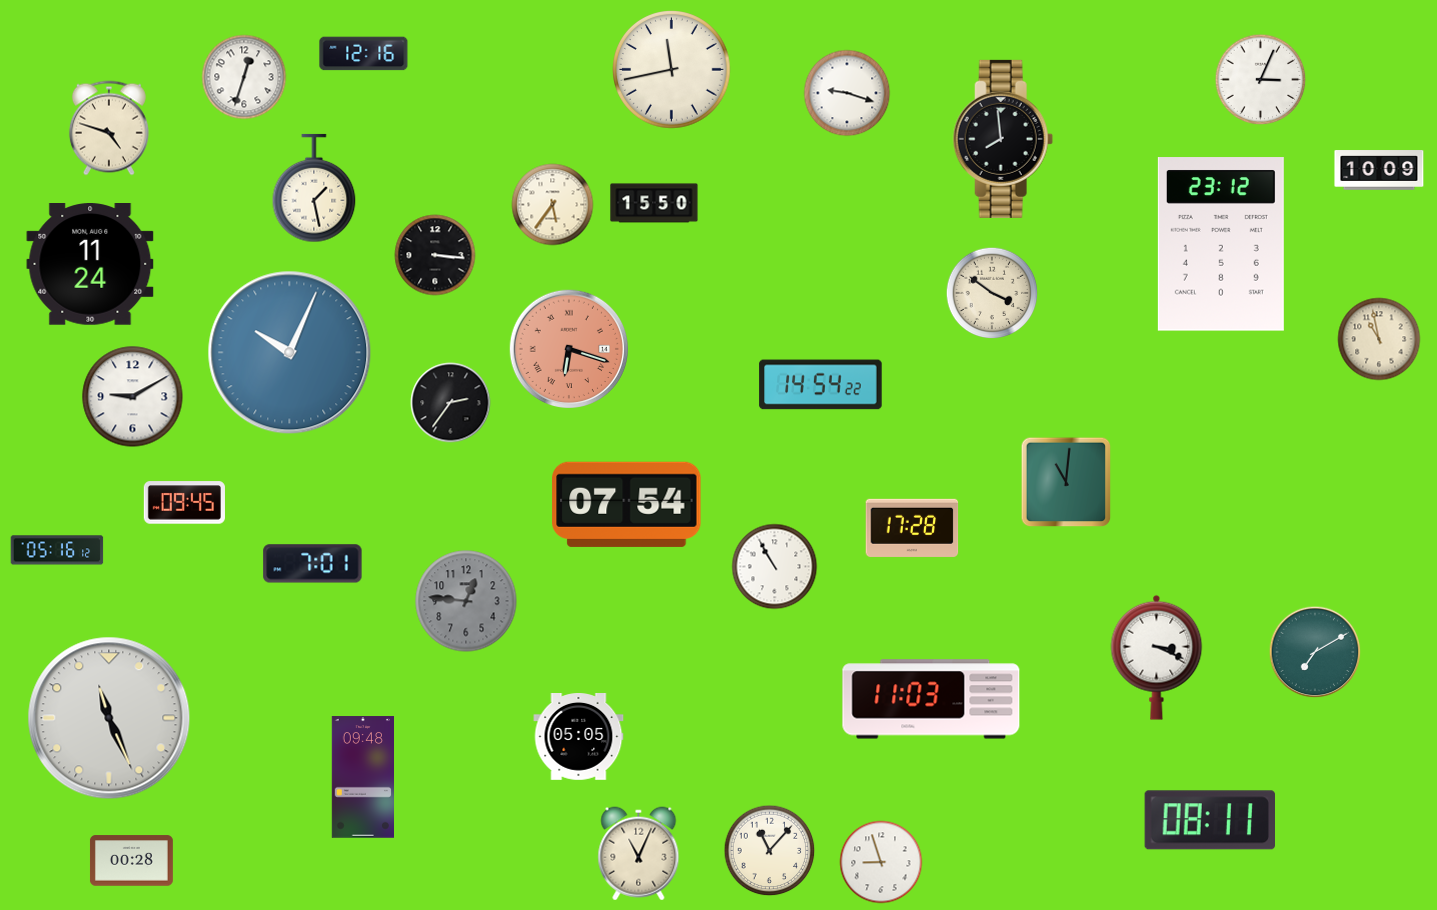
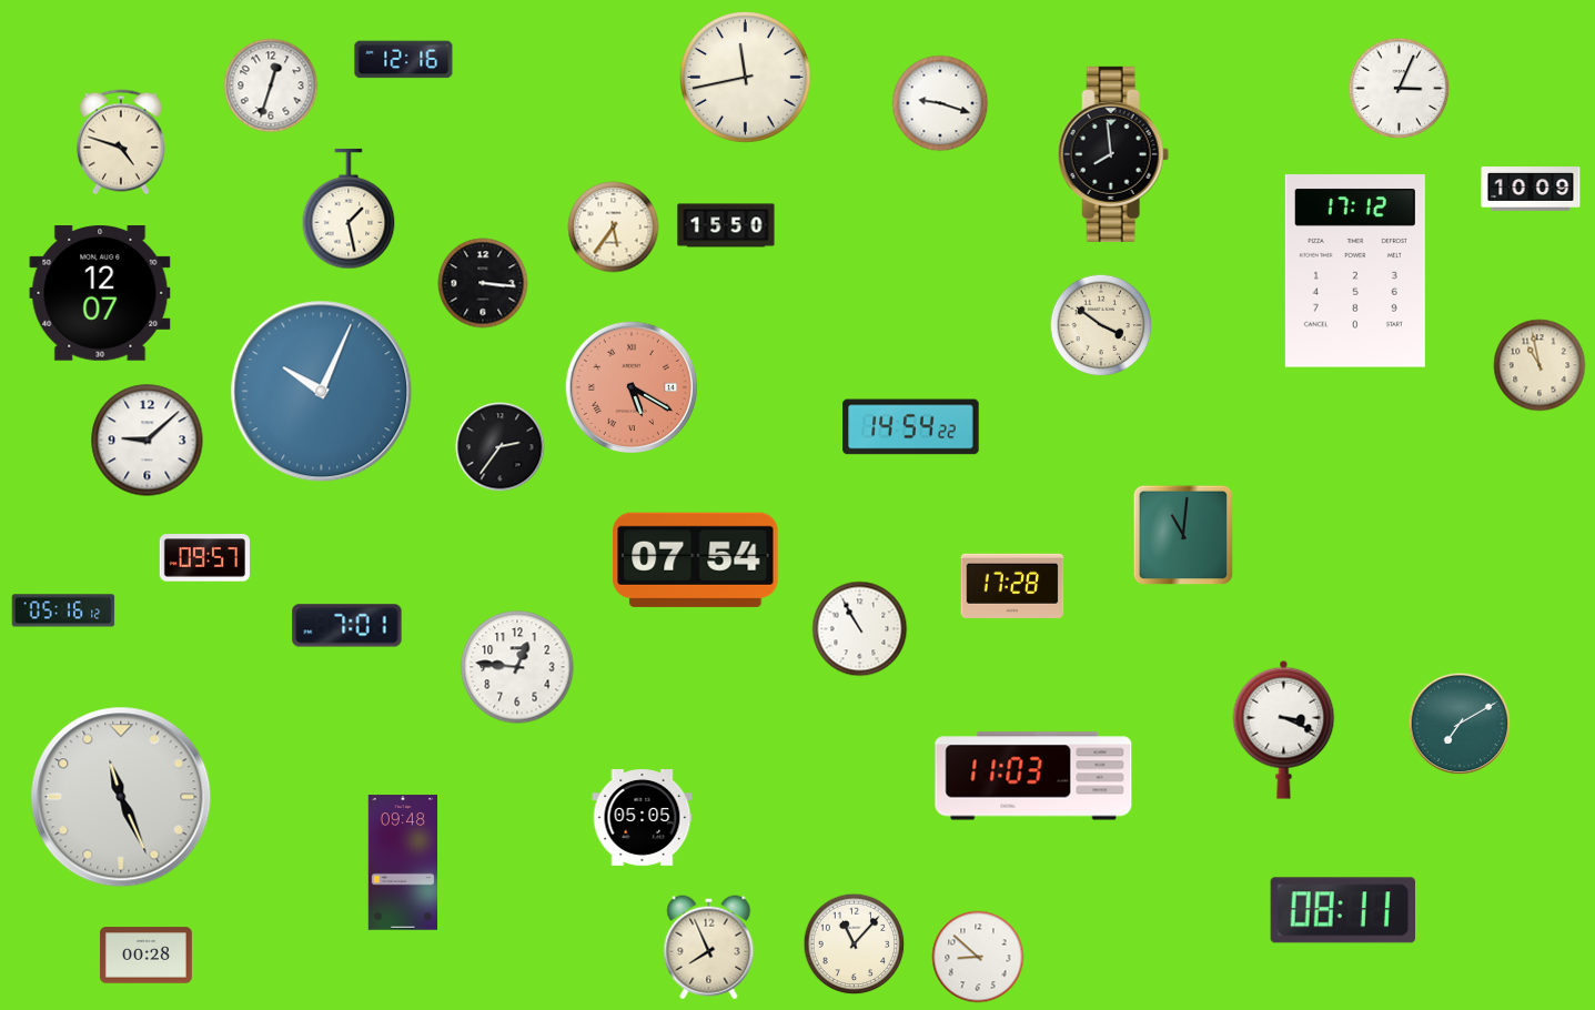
clock at (1221, 244): 23:12 -> 17:12
clock at (90, 265): 11:24 -> 12:07
clock at (1379, 339) position: (1379, 339) -> (1540, 365)
clock at (569, 349): 6:18 -> 5:20
clock at (133, 397): 9:10 -> 9:08
clock at (184, 503): 09:45 -> 09:57
clock at (466, 601) dial: grey -> white
clock at (639, 854): 11:04 -> 7:56
clock at (881, 862): 8:57 -> 8:52
